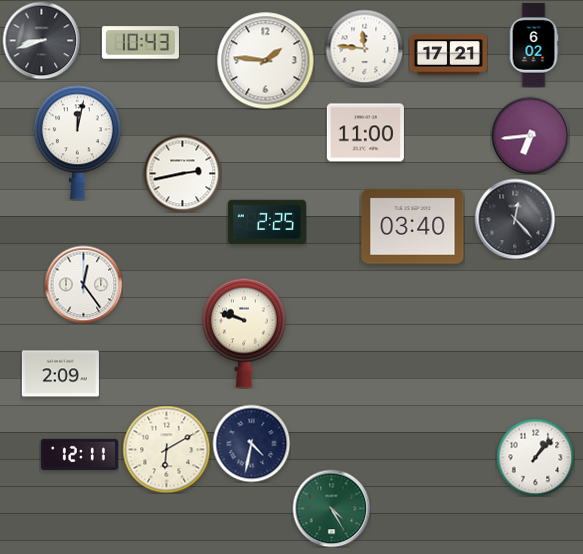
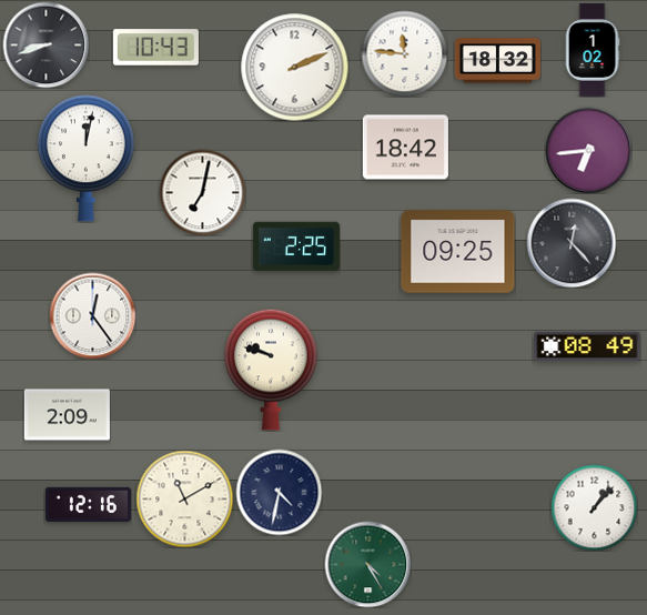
clock at (534, 45): 6:02 -> 1:02
clock at (448, 55): 17:21 -> 18:32
clock at (265, 60): 1:46 -> 2:11
clock at (365, 133): 11:00 -> 18:42
clock at (182, 173): 2:43 -> 7:02
clock at (413, 227): 03:40 -> 09:25
clock at (587, 346): none -> 08:49
clock at (166, 449): 6:10 -> 11:10
clock at (79, 454): 12:11 -> 12:16
